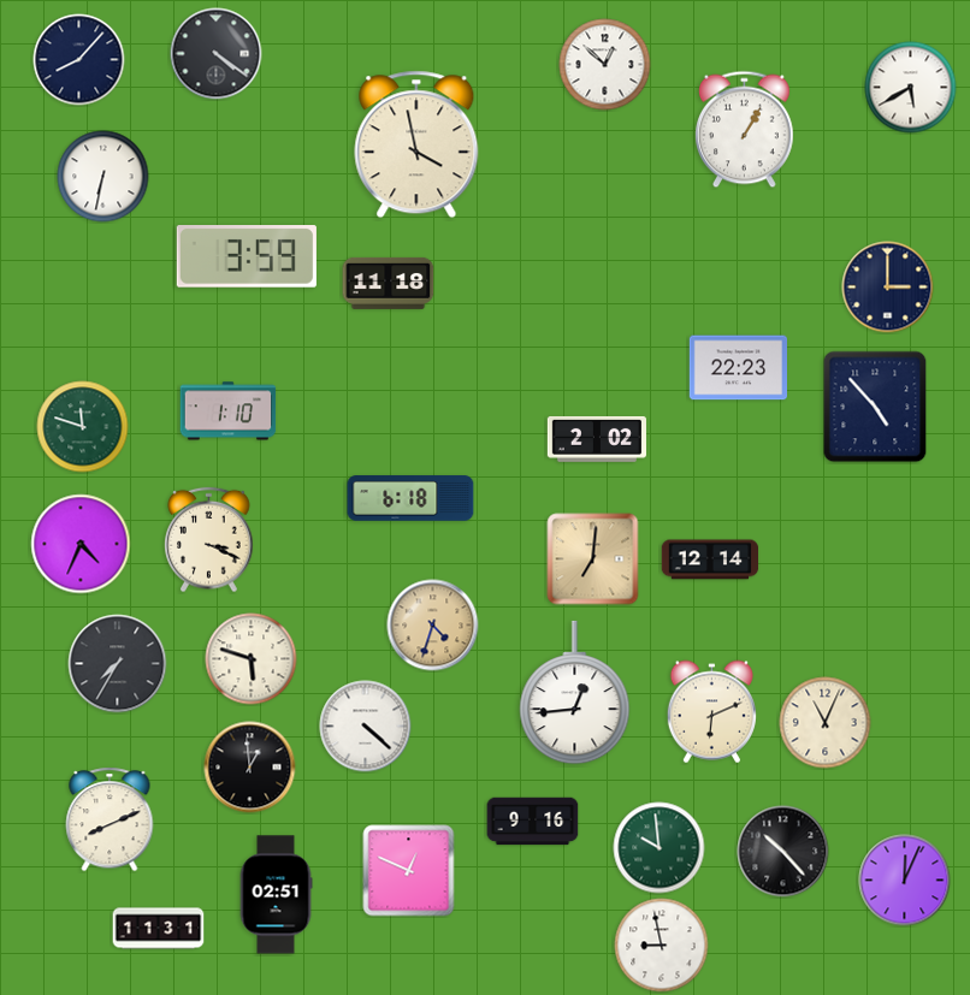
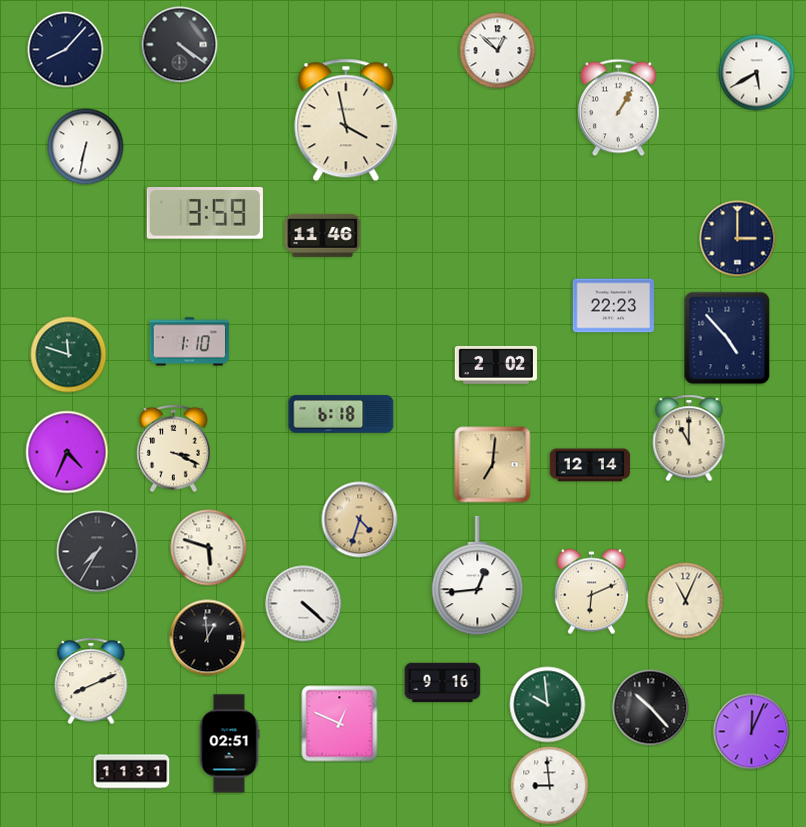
clock at (605, 65) position: (605, 65) -> (498, 51)
clock at (389, 283): 11:18 -> 11:46
clock at (689, 438): none -> 11:00
clock at (662, 946): 8:58 -> 8:59
